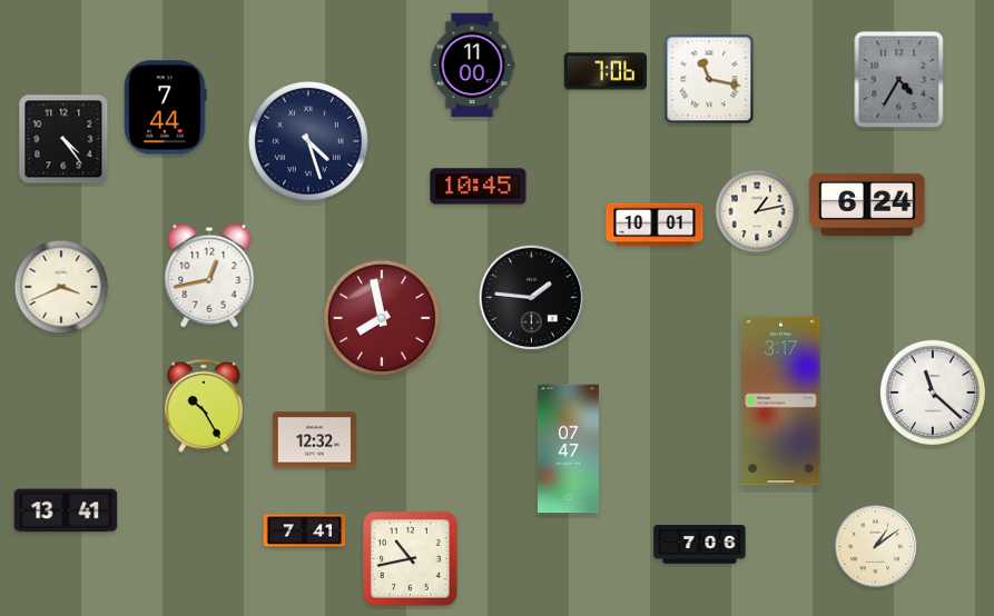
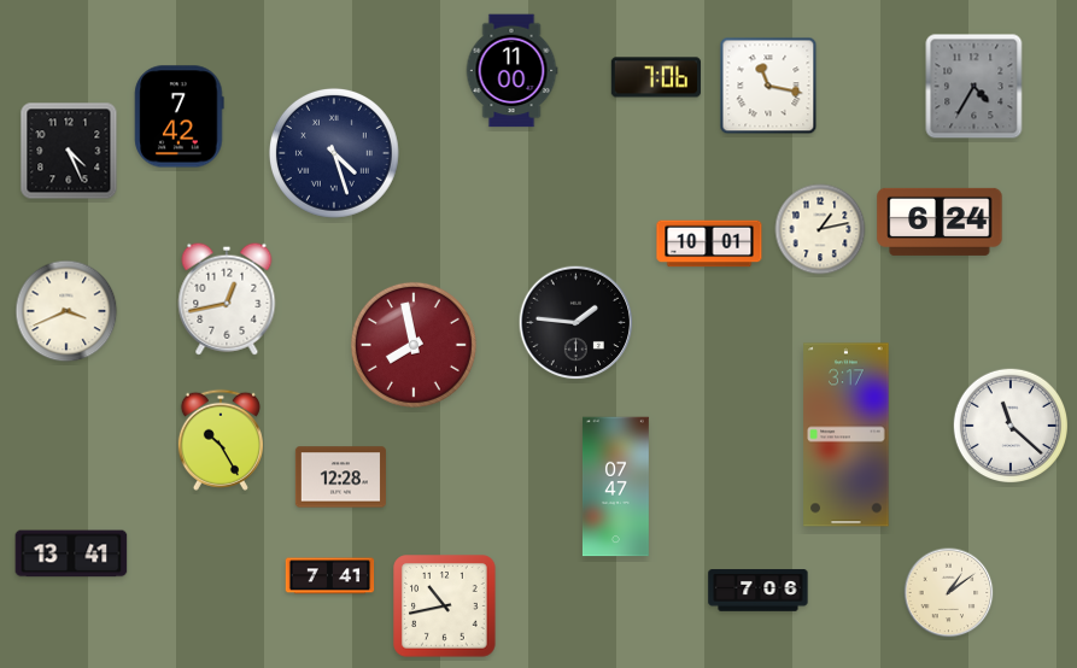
clock at (166, 108): 7:44 -> 7:42
clock at (63, 139): 4:24 -> 4:26
clock at (479, 187): 10:45 -> none
clock at (314, 440): 12:32 -> 12:28
